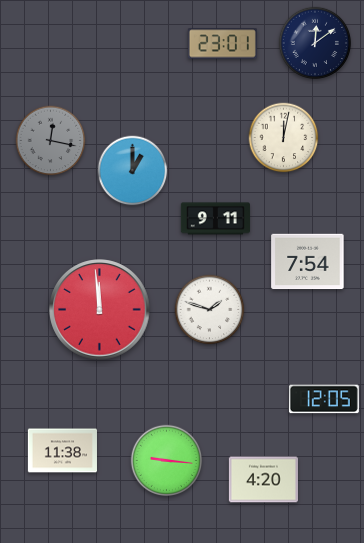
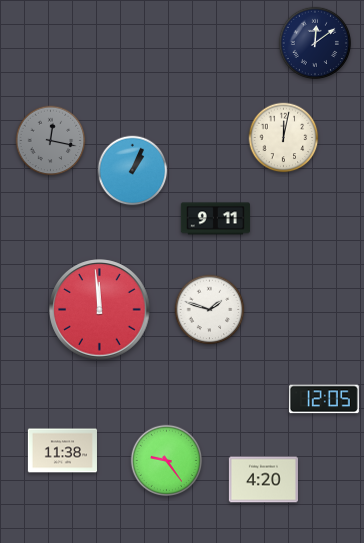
clock at (222, 44): 23:01 -> none
clock at (133, 171): 1:00 -> 1:04
clock at (308, 262): 7:54 -> none
clock at (167, 461): 9:16 -> 9:24
